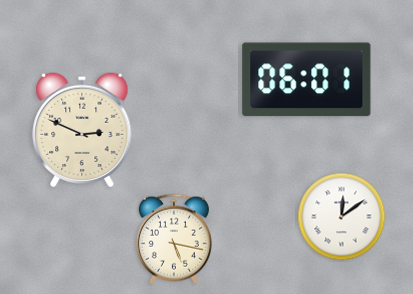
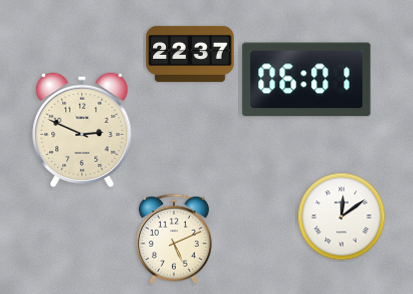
clock at (190, 54): none -> 22:37
clock at (174, 239): 5:17 -> 5:11
